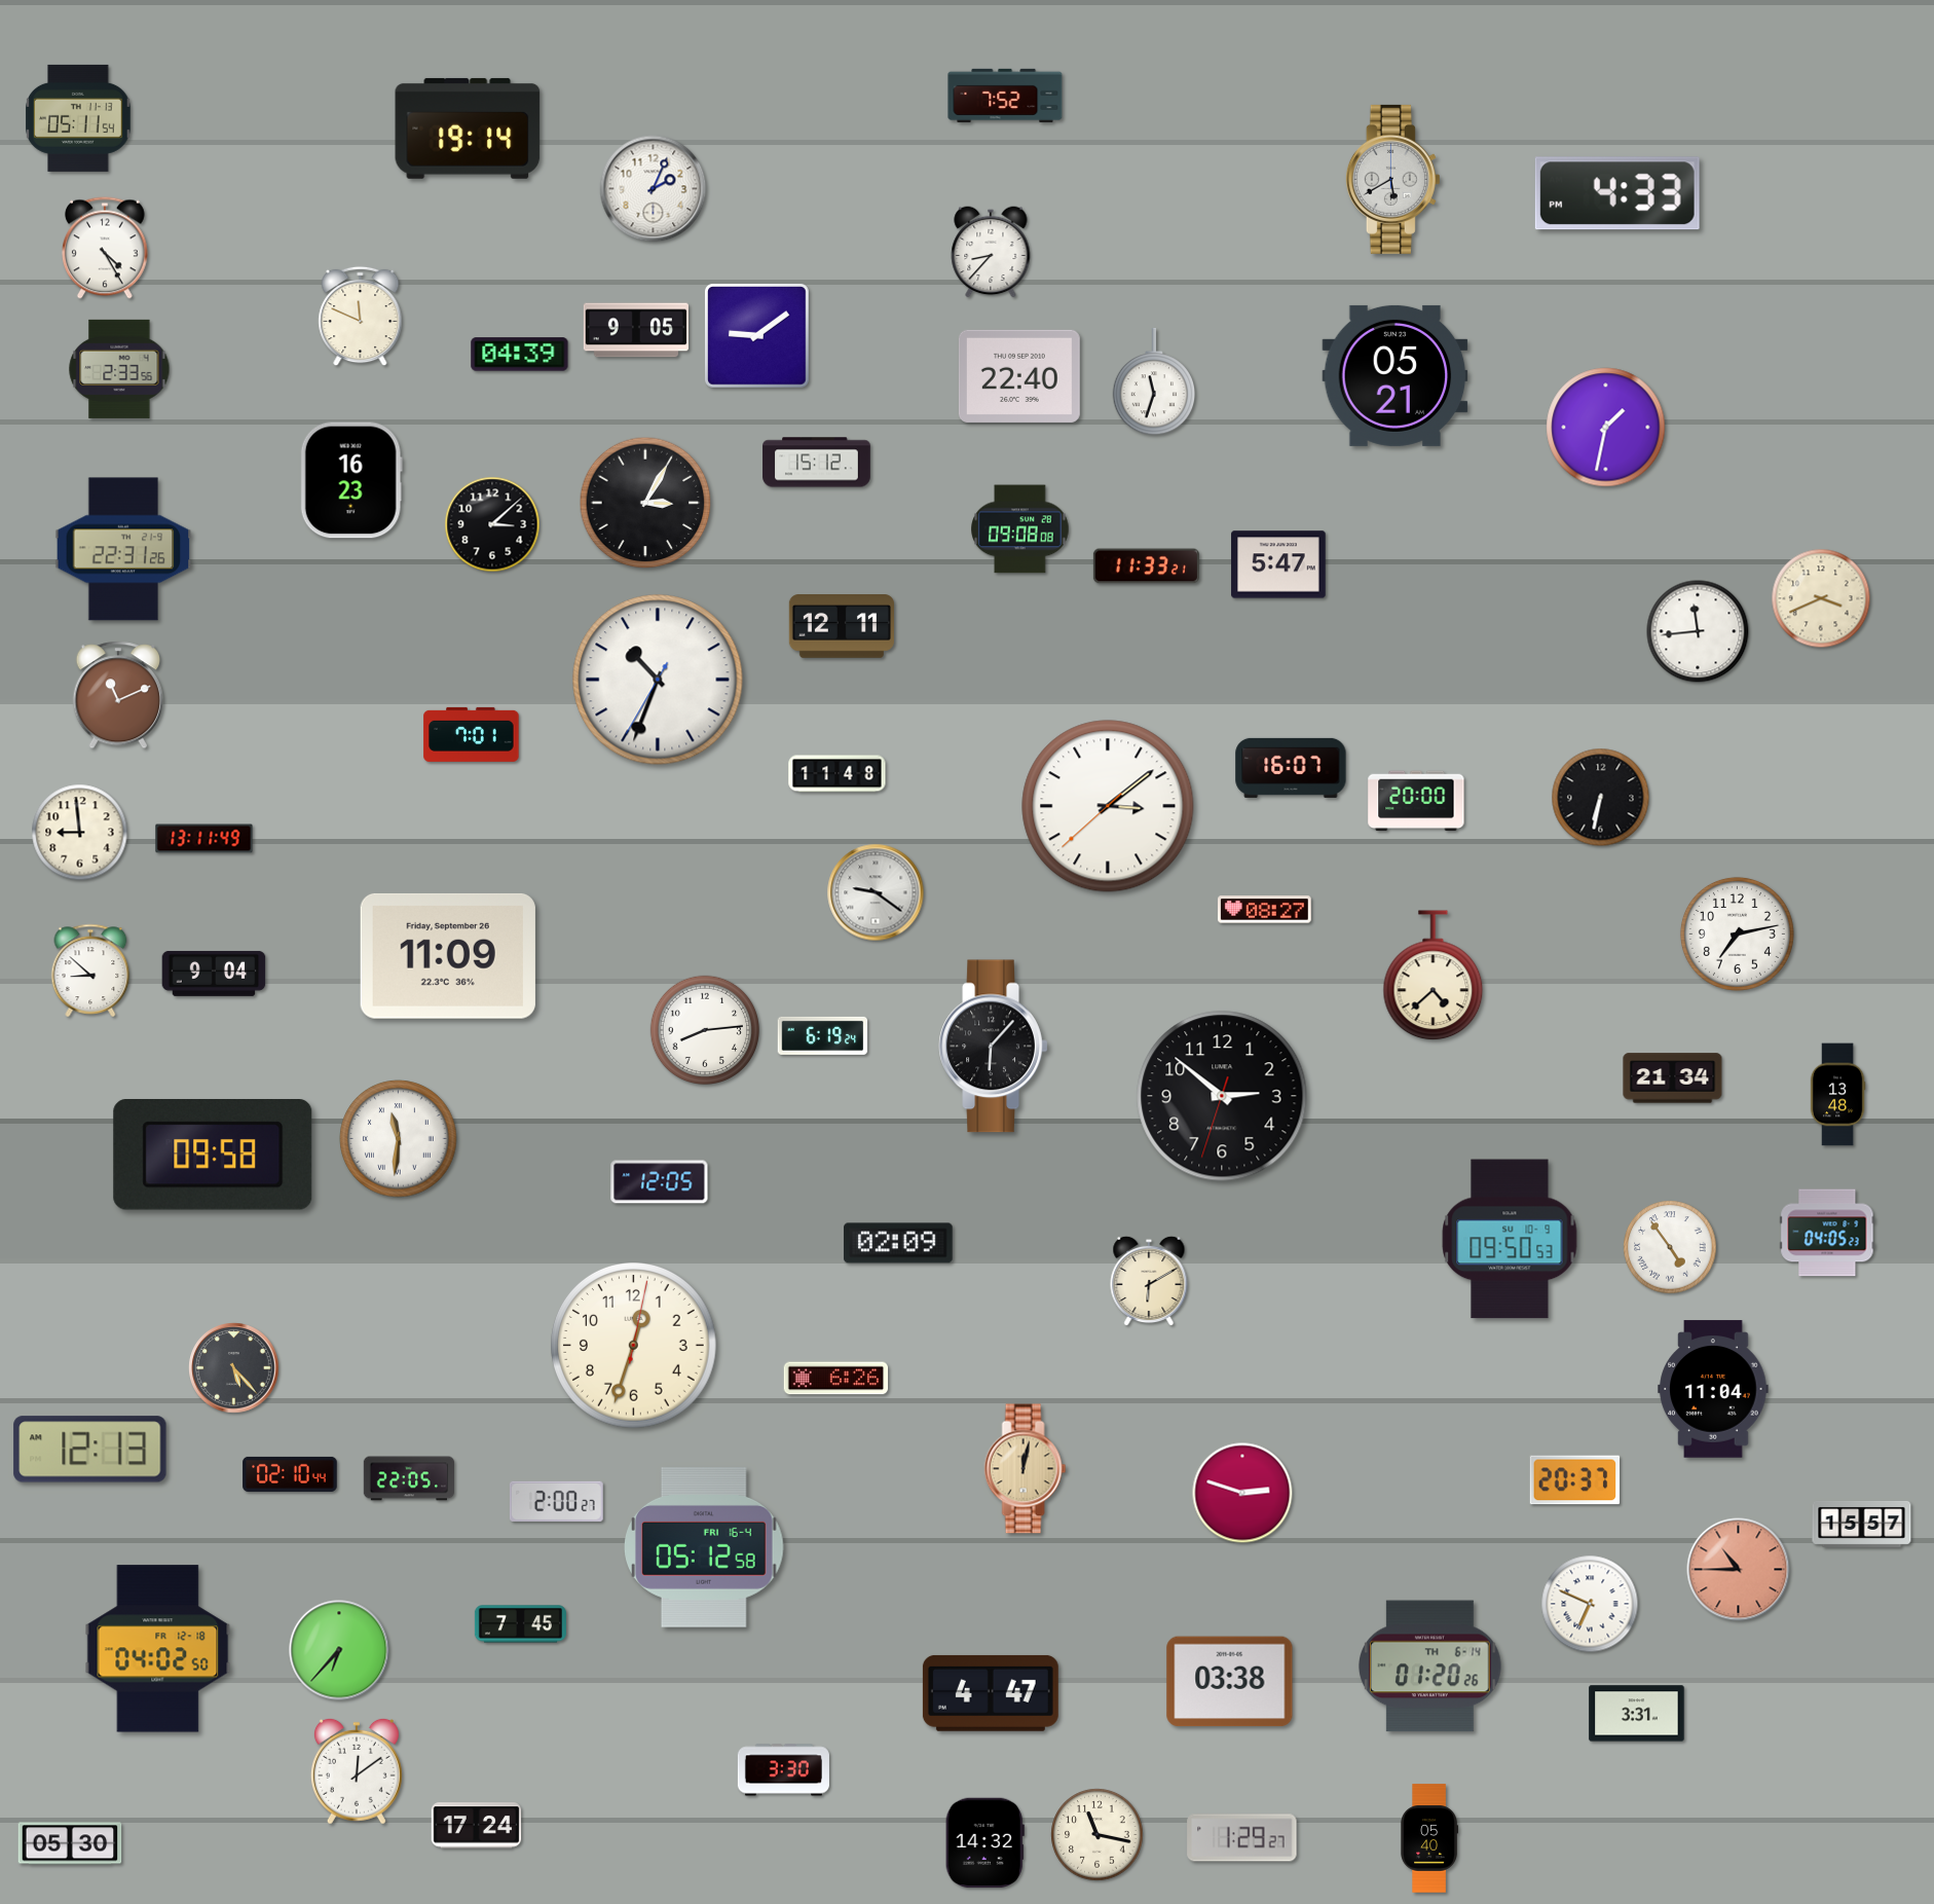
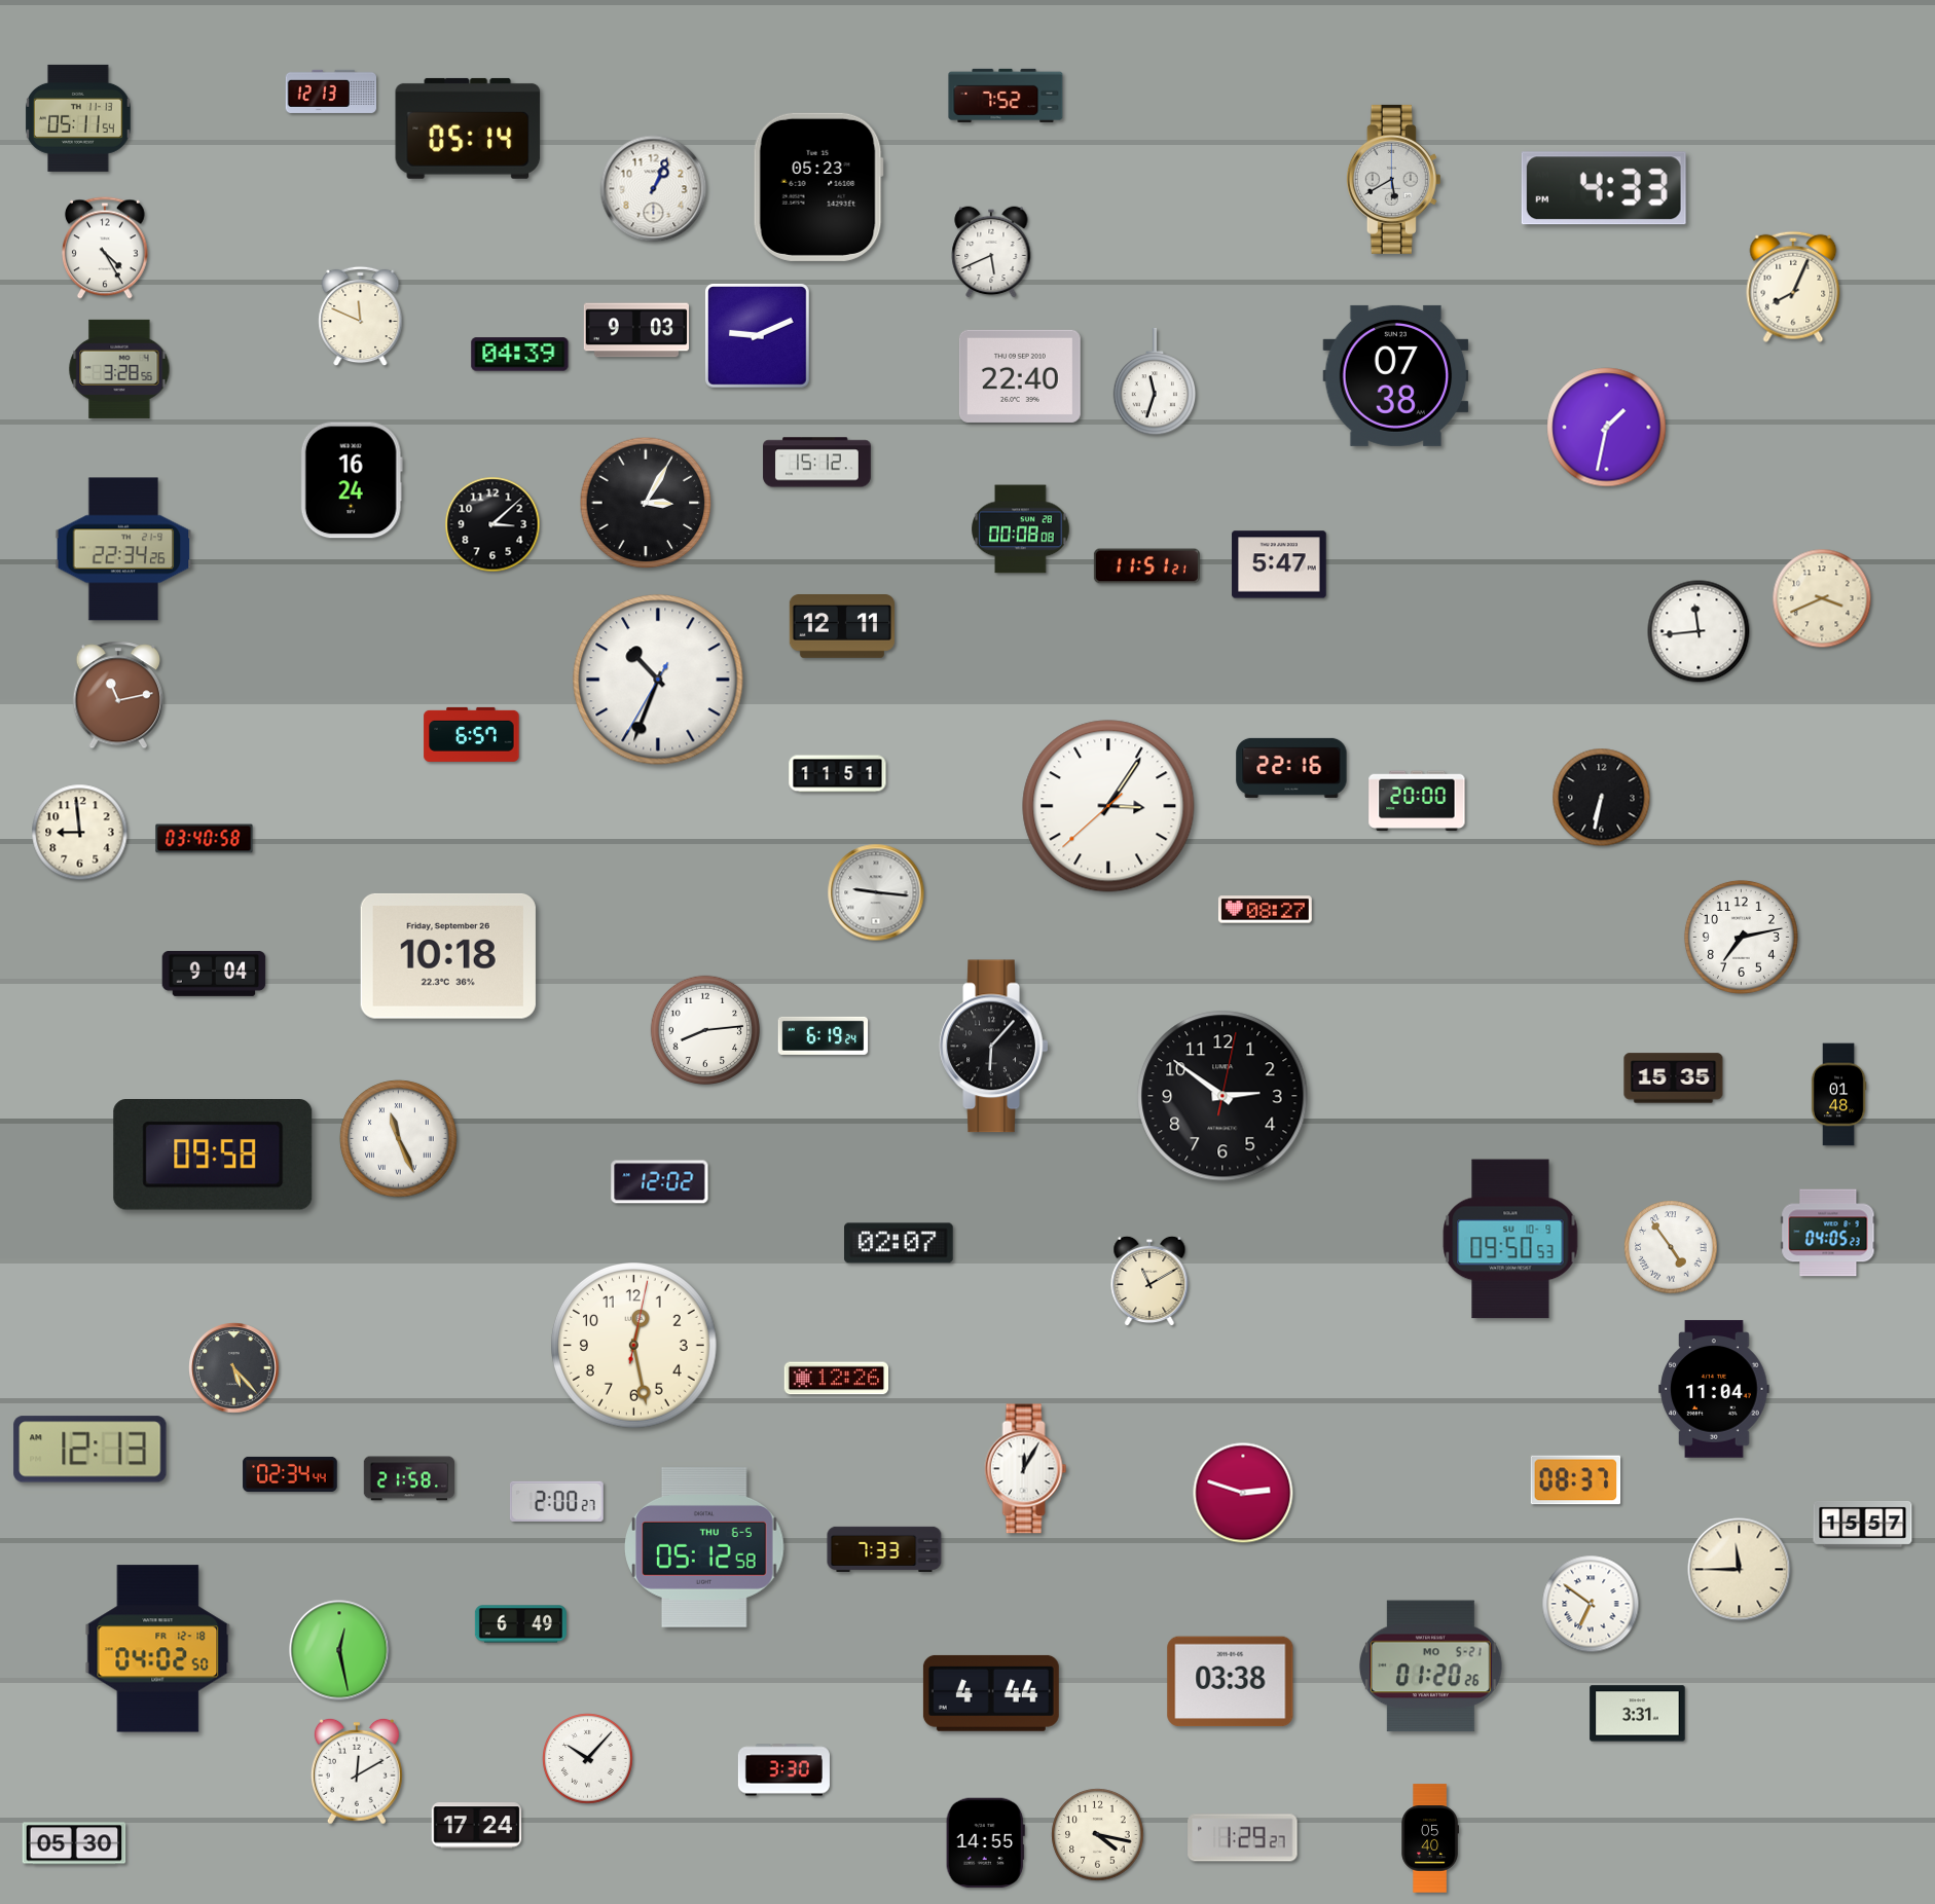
clock at (330, 91): none -> 12:13
clock at (468, 129): 19:14 -> 05:14
clock at (818, 187): none -> 05:23
clock at (654, 189): 2:04 -> 1:04
clock at (1617, 193) position: (1617, 193) -> (1604, 188)
clock at (991, 252): 8:37 -> 5:41
clock at (1793, 287): none -> 8:04
clock at (636, 330): 9:05 -> 9:03
clock at (757, 336): 9:09 -> 9:11
clock at (119, 369): 2:33 -> 3:28
clock at (1396, 375): 05:21 -> 07:38
clock at (351, 480): 16:23 -> 16:24
clock at (1020, 529): 09:08 -> 00:08
clock at (123, 549): 22:31 -> 22:34
clock at (1146, 566): 11:33 -> 11:51
clock at (117, 695): 11:11 -> 11:13
clock at (472, 734): 7:01 -> 6:57
clock at (1291, 768): 16:07 -> 22:16
clock at (838, 774): 11:48 -> 11:51
clock at (1108, 806): 3:08 -> 3:05
clock at (204, 839): 13:11 -> 03:40
clock at (876, 892): 9:21 -> 9:16
clock at (1737, 933) position: (1737, 933) -> (1741, 937)
clock at (448, 956): 11:09 -> 10:18
clock at (90, 971): 8:52 -> none
clock at (1434, 976): 4:38 -> none
clock at (1673, 1078): 21:34 -> 15:35
clock at (1837, 1095): 13:48 -> 01:48
clock at (1222, 1096): 2:51:33 -> 2:51:02
clock at (399, 1139): 11:31 -> 11:26
clock at (660, 1182): 12:05 -> 12:02
clock at (898, 1243): 02:09 -> 02:07
clock at (1149, 1281): 6:10 -> 11:10
clock at (634, 1346): 12:33 -> 12:28
clock at (836, 1379): 6:26 -> 12:26
clock at (1026, 1469): 12:02 -> 12:05
clock at (1026, 1469) dial: champagne -> white
clock at (290, 1474): 02:10 -> 02:34
clock at (408, 1478): 22:05 -> 21:58
clock at (1575, 1480): 20:37 -> 08:37
clock at (705, 1547) date: FRI 16-4 -> THU 6-5
clock at (884, 1548): none -> 7:33
clock at (1739, 1570): 10:45 -> 11:45
clock at (1739, 1570) dial: salmon -> cream
clock at (1590, 1604): 6:49 -> 6:51
clock at (520, 1624): 7:45 -> 6:49
clock at (339, 1650): 6:37 -> 12:28
clock at (1430, 1667) date: TH 6-14 -> MO 5-21
clock at (991, 1693): 4:47 -> 4:44
clock at (588, 1759): none -> 10:07
clock at (357, 1771): 12:09 -> 12:10
clock at (1098, 1835): 11:17 -> 4:17
clock at (70, 1843) position: (70, 1843) -> (74, 1843)
clock at (984, 1843): 14:32 -> 14:55
